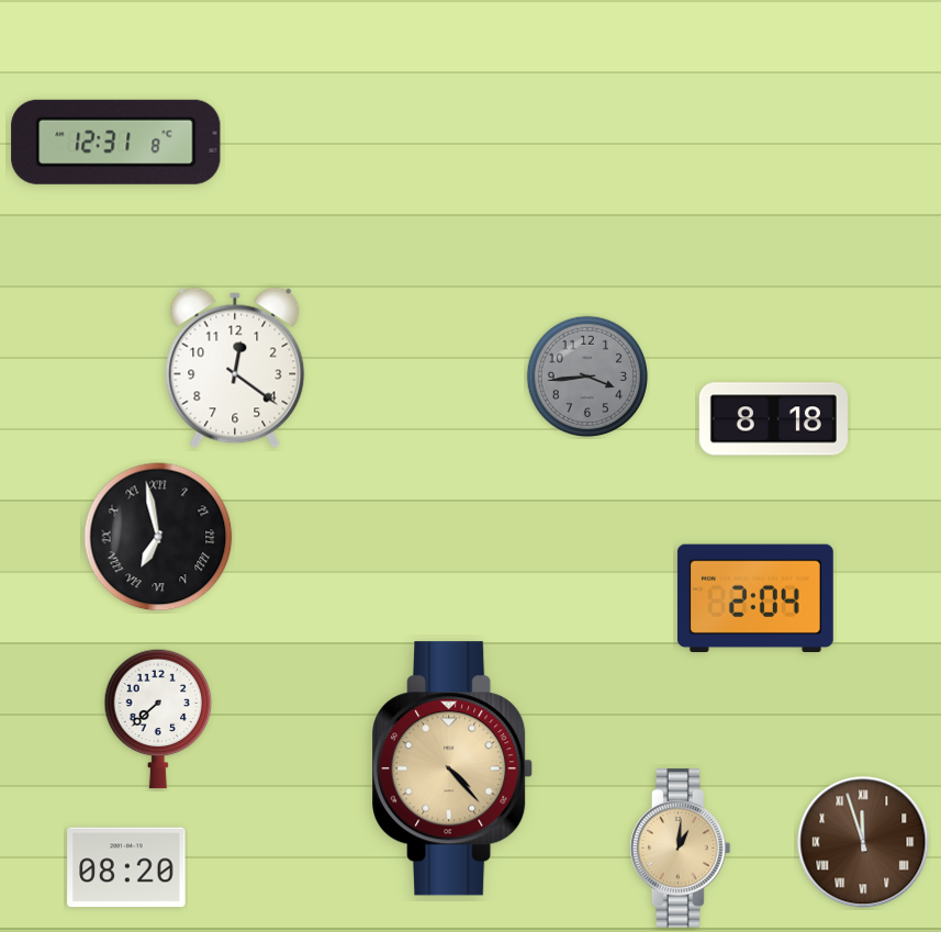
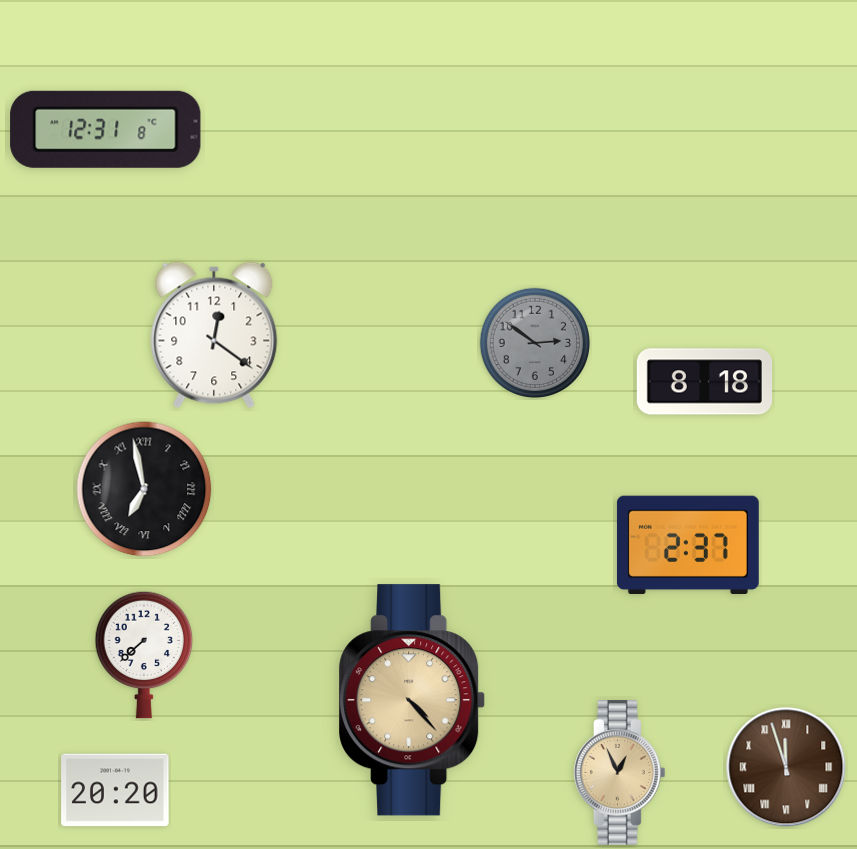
clock at (586, 375): 3:44 -> 2:51
clock at (755, 597): 2:04 -> 2:37
clock at (681, 849): 1:01 -> 12:56
clock at (126, 867): 08:20 -> 20:20
